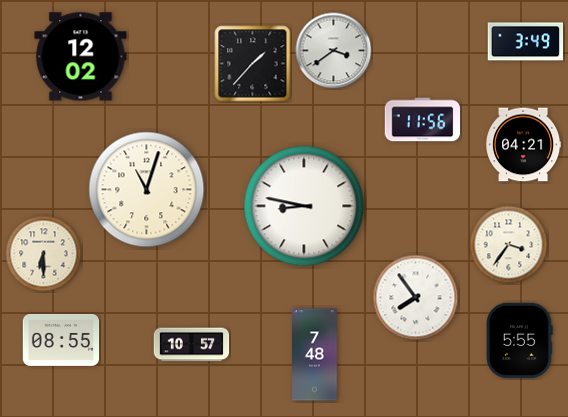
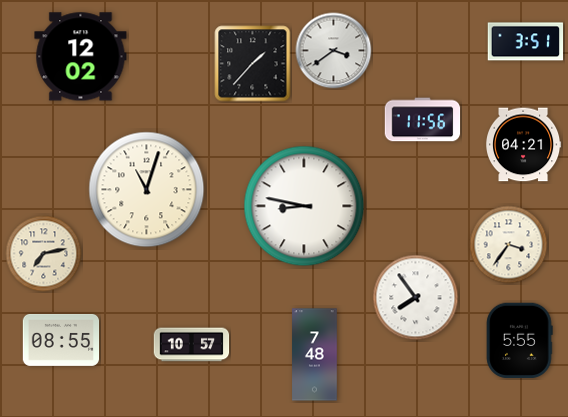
clock at (526, 42): 3:49 -> 3:51
clock at (44, 254): 6:30 -> 7:13
